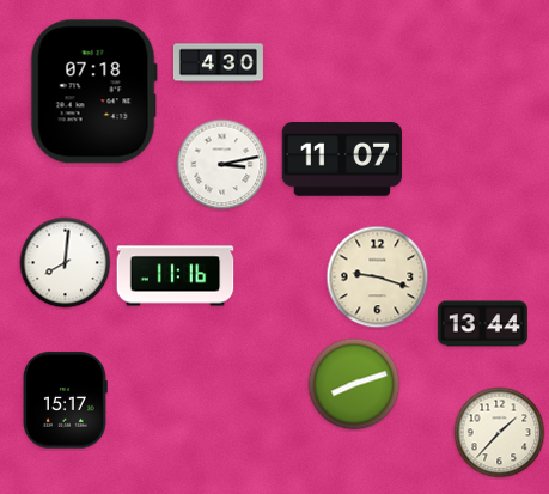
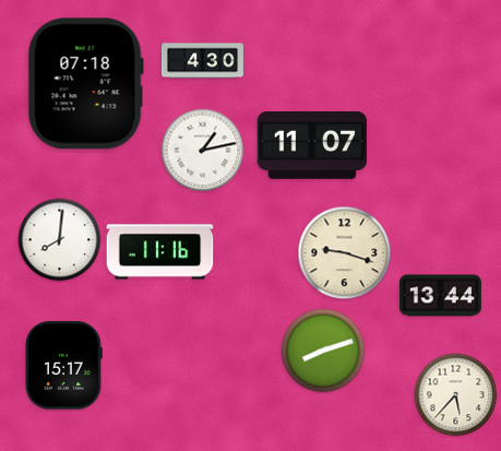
clock at (218, 63) position: (218, 63) -> (202, 61)
clock at (222, 165): 3:13 -> 1:13
clock at (66, 401) position: (66, 401) -> (64, 366)
clock at (500, 433): 1:37 -> 5:37
